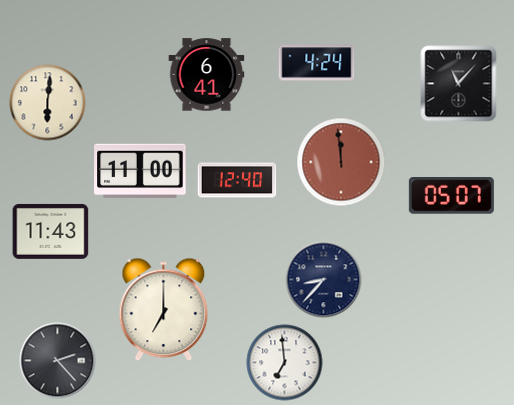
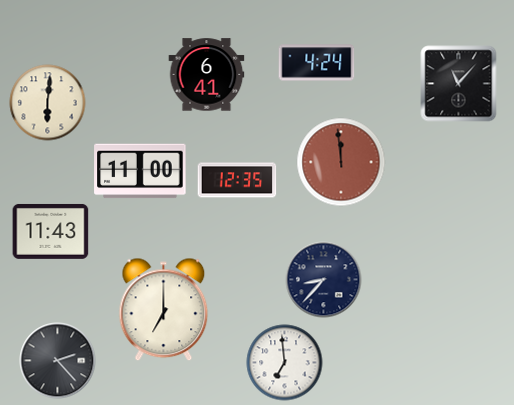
clock at (237, 180): 12:40 -> 12:35
clock at (451, 196): 05:07 -> none
